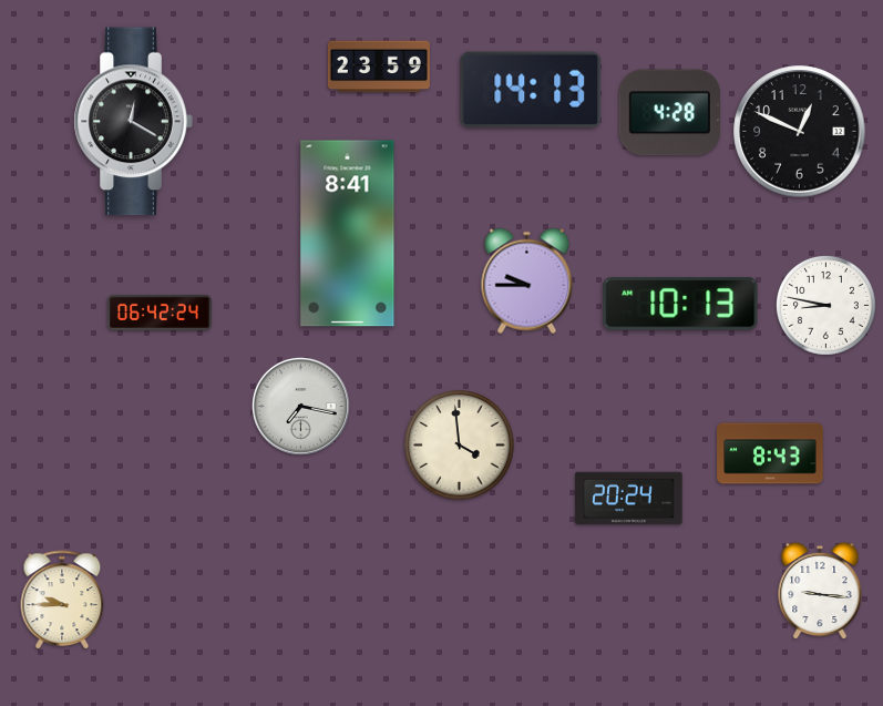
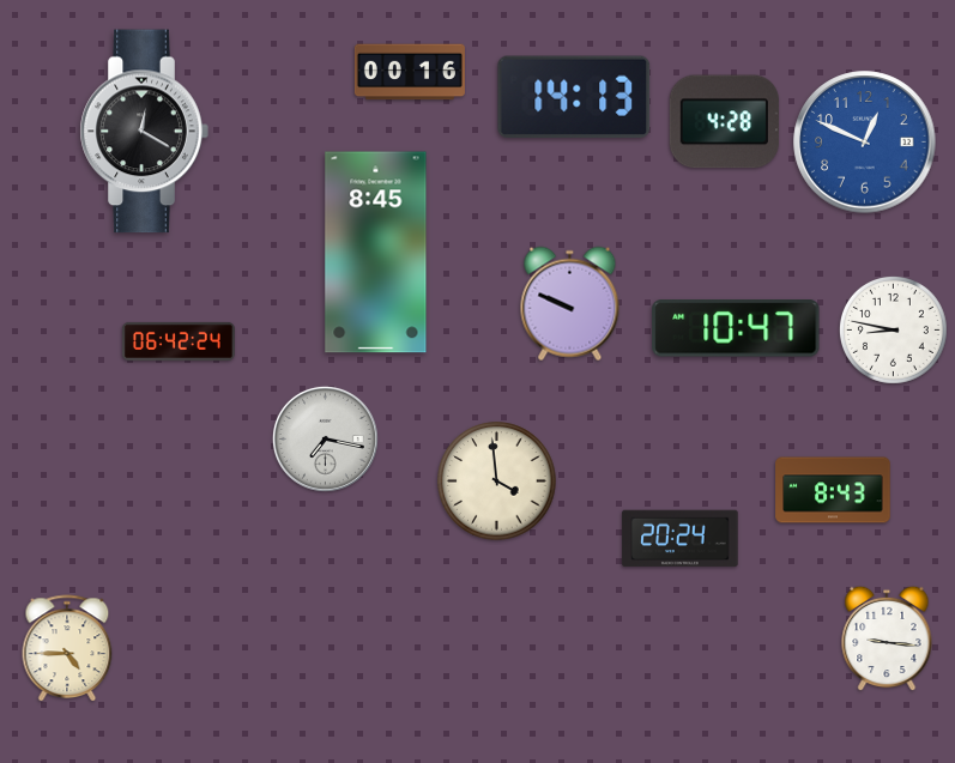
clock at (379, 66): 23:59 -> 00:16
clock at (800, 132) dial: black -> blue
clock at (348, 234): 8:41 -> 8:45
clock at (527, 282): 9:45 -> 9:49
clock at (680, 304): 10:13 -> 10:47
clock at (160, 313) position: (160, 313) -> (179, 341)
clock at (62, 601): 9:45 -> 4:45
